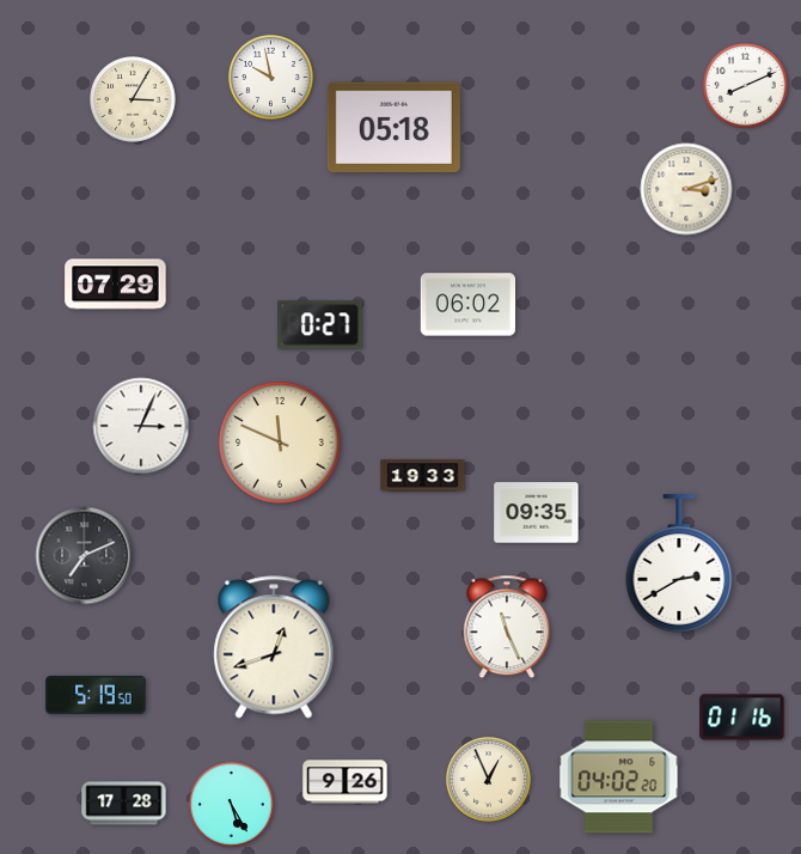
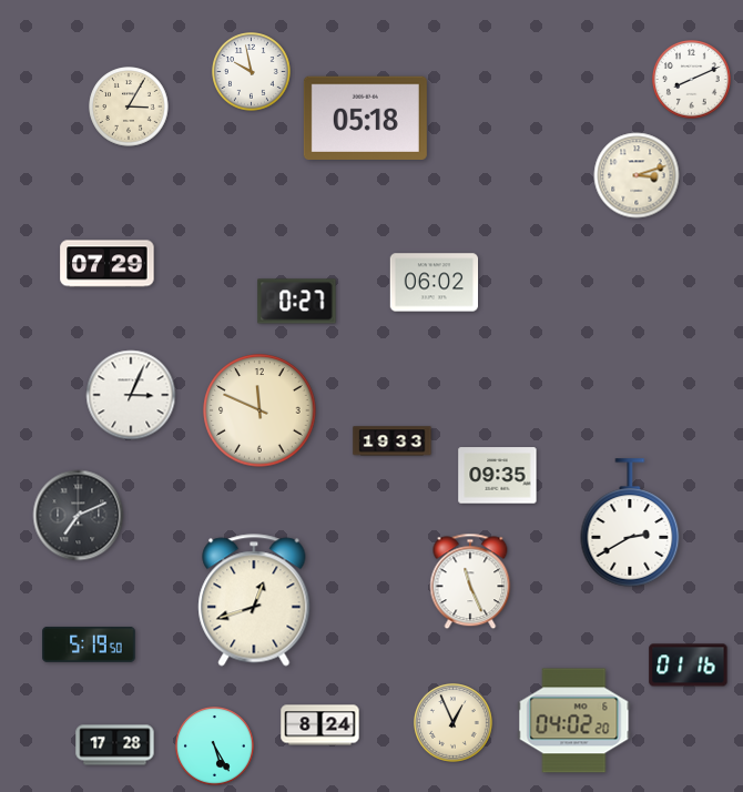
clock at (133, 99) position: (133, 99) -> (129, 106)
clock at (346, 782): 9:26 -> 8:24
